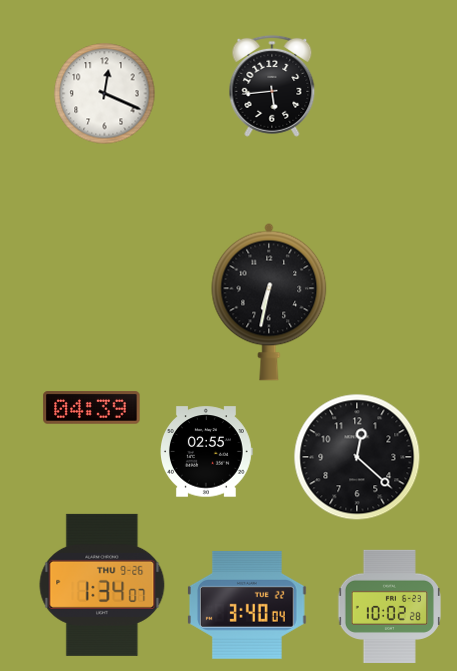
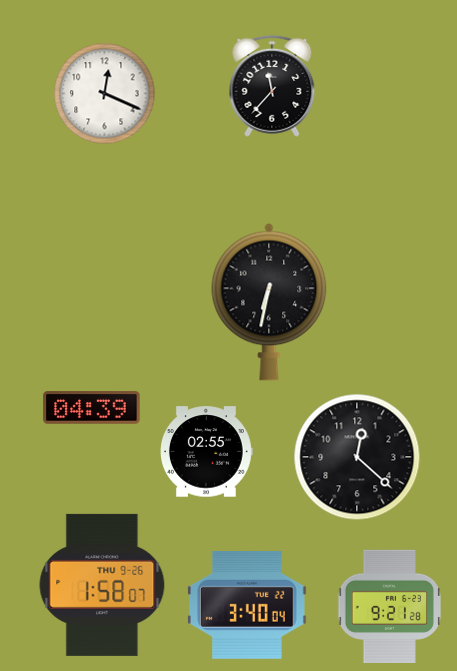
clock at (272, 86): 5:44 -> 11:37
clock at (102, 585): 1:34 -> 1:58
clock at (389, 606): 10:02 -> 9:21
